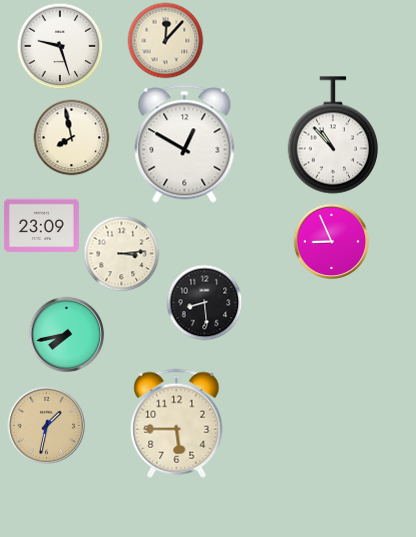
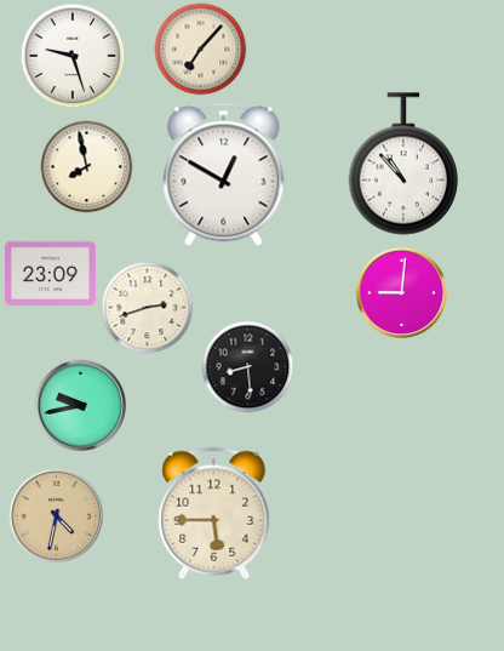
clock at (166, 41): 12:07 -> 7:07
clock at (332, 242): 8:56 -> 9:01
clock at (122, 254): 3:14 -> 2:42
clock at (67, 335): 7:43 -> 9:43
clock at (47, 426): 1:32 -> 4:32
